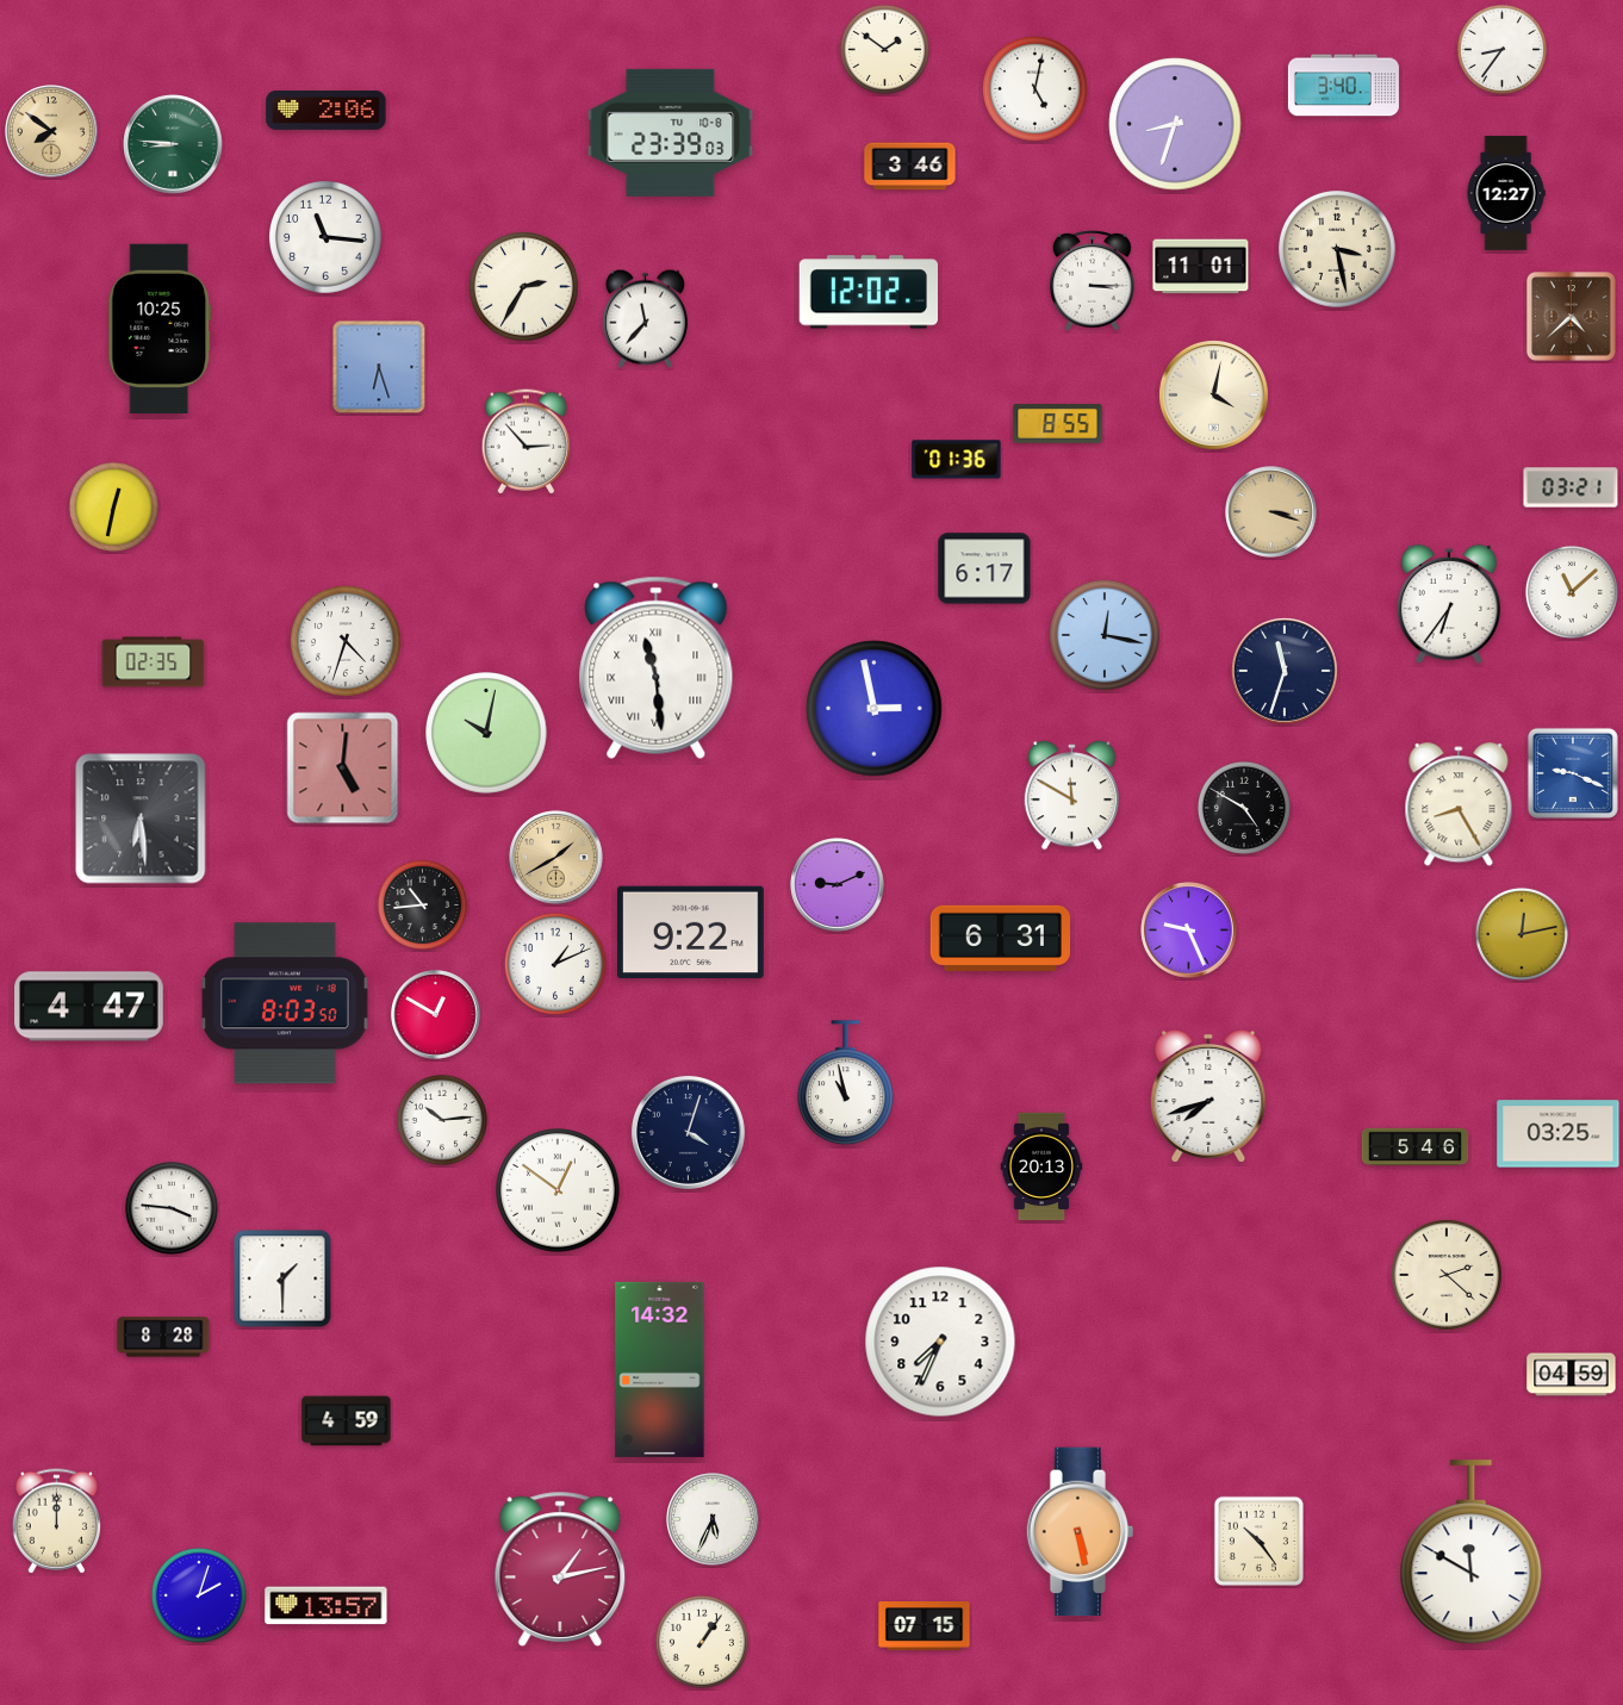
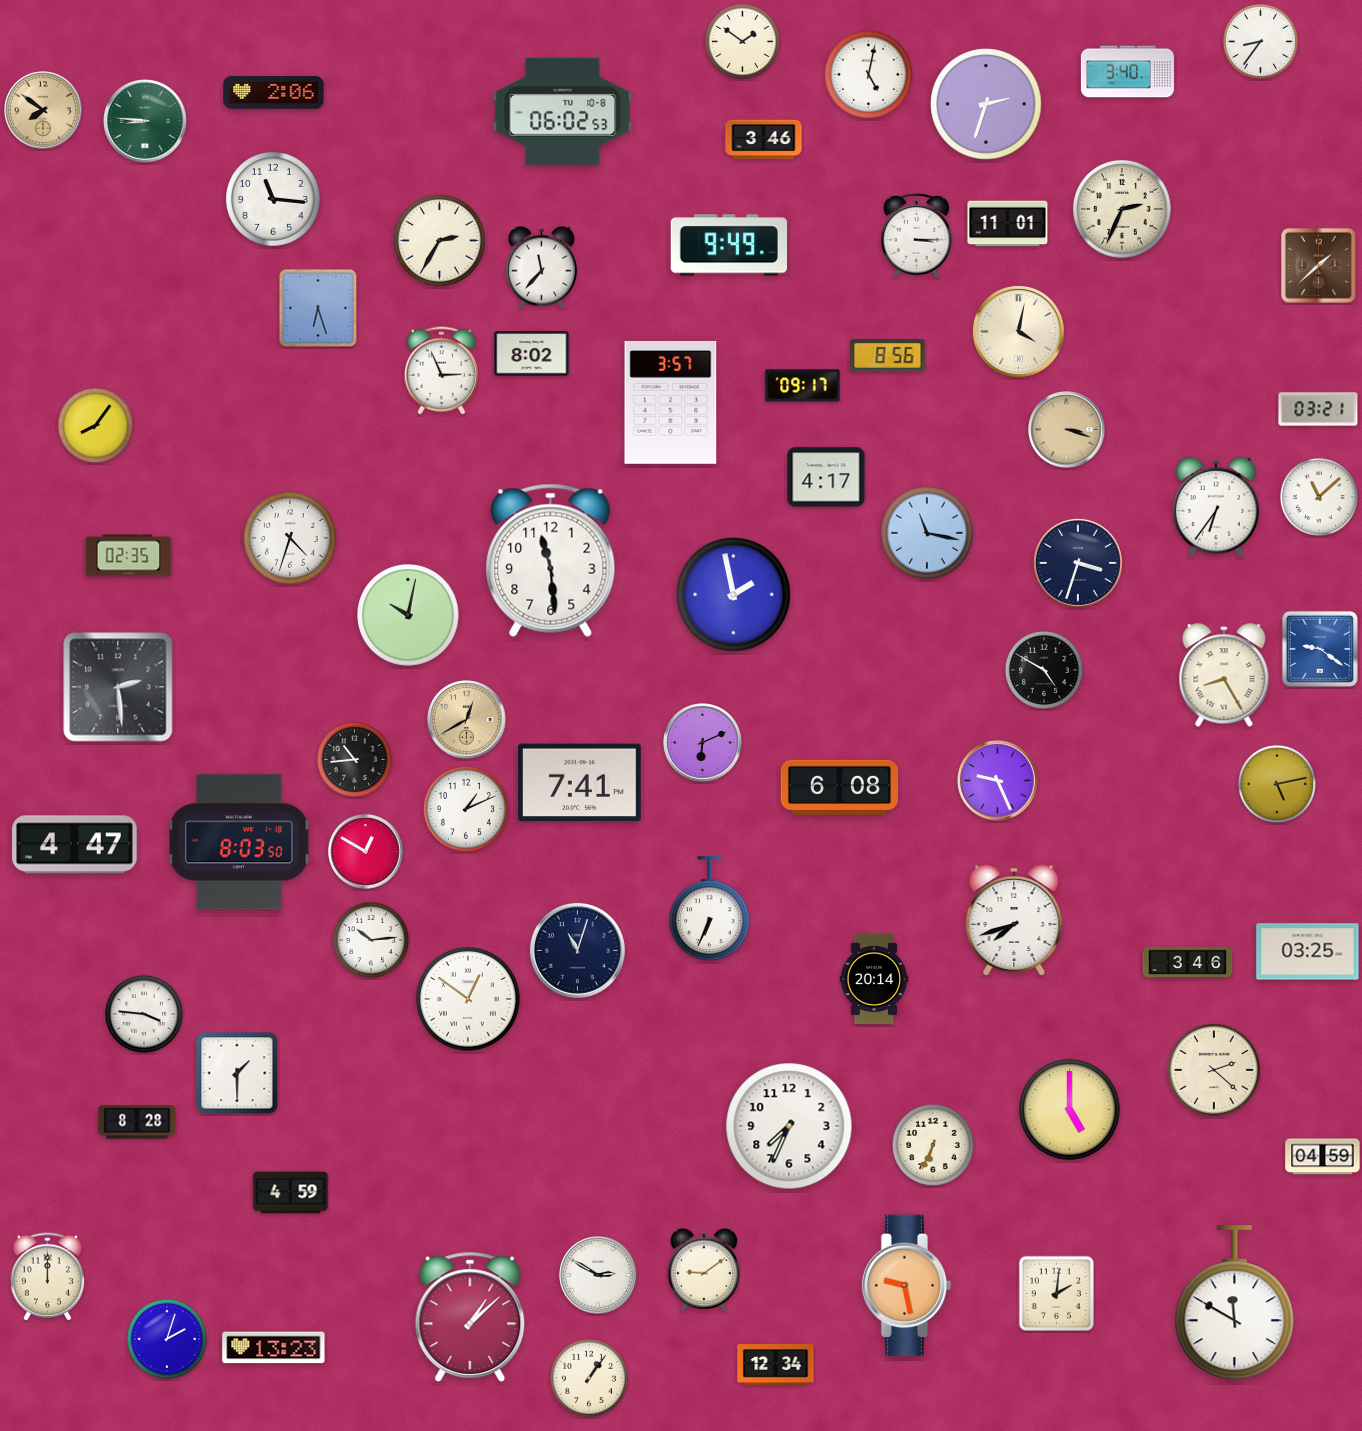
clock at (1175, 124): 8:33 -> 2:33
clock at (671, 132): 23:39 -> 06:02
clock at (1506, 193): 12:27 -> none
clock at (1337, 249): 3:28 -> 2:34
clock at (868, 292): 12:02 -> 9:49
clock at (1571, 316): 4:38 -> 1:38
clock at (160, 329): 10:25 -> none
clock at (532, 354): none -> 8:02
clock at (1058, 424): 8:55 -> 8:56
clock at (527, 442): 2:53 -> 2:56
clock at (957, 460): 01:36 -> 09:17
clock at (671, 402): none -> 3:57
clock at (113, 506): 12:32 -> 8:06
clock at (984, 568): 6:17 -> 4:17
clock at (1106, 636): 12:17 -> 11:17
clock at (657, 667) numerals: Roman -> Arabic
clock at (1285, 671): 11:33 -> 3:33
clock at (875, 709): 2:58 -> 1:58
clock at (343, 769): 5:01 -> none
clock at (1573, 773): 9:19 -> 9:21
clock at (1071, 796): 11:50 -> none
clock at (1244, 808) position: (1244, 808) -> (1044, 670)
clock at (141, 819): 6:29 -> 2:29
clock at (556, 858): 1:40 -> 12:40
clock at (838, 885): 9:11 -> 6:11
clock at (690, 933): 9:22 -> 7:41
clock at (1522, 934): 12:13 -> 5:13
clock at (1000, 938): 6:31 -> 6:08
clock at (846, 1082): 10:58 -> 6:34
clock at (688, 1132): 4:03 -> 11:03
clock at (1416, 1147): 5:46 -> 3:46
clock at (1041, 1166): 20:13 -> 20:14
clock at (1070, 1110): none -> 5:00
clock at (933, 1145): none -> 6:34
clock at (660, 1369): 14:32 -> none
clock at (1572, 1375) position: (1572, 1375) -> (1323, 1157)
clock at (704, 1270): none -> 9:09
clock at (713, 1519): 5:34 -> 2:50
clock at (1081, 1532): 5:28 -> 9:28
clock at (1258, 1541): 10:24 -> 2:01
clock at (560, 1568): 1:13 -> 1:08
clock at (327, 1606): 13:57 -> 13:23
clock at (925, 1626): 07:15 -> 12:34
